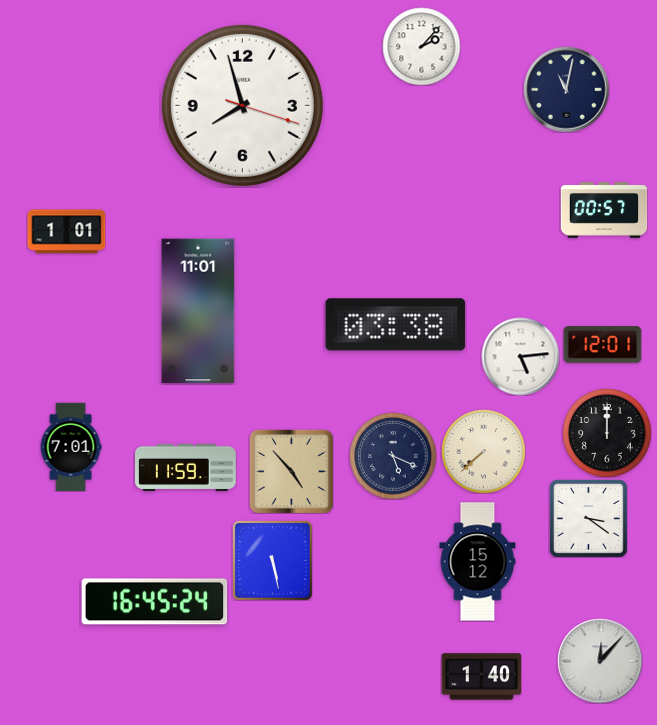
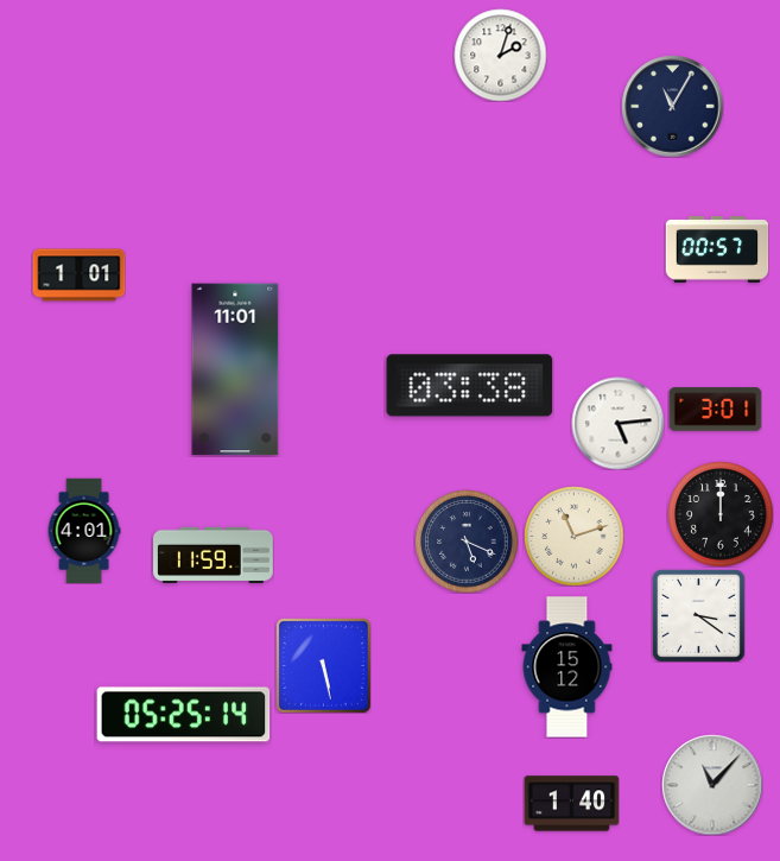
clock at (421, 46): 2:07 -> 2:03
clock at (566, 89): 11:02 -> 11:05
clock at (242, 105): 7:57 -> none
clock at (602, 345): 12:01 -> 3:01
clock at (71, 447): 7:01 -> 4:01
clock at (483, 451): 7:38 -> 11:12
clock at (186, 467) position: (186, 467) -> (214, 555)
clock at (291, 471): 4:53 -> none
clock at (155, 602): 16:45 -> 05:25
clock at (600, 661): 12:07 -> 11:07
